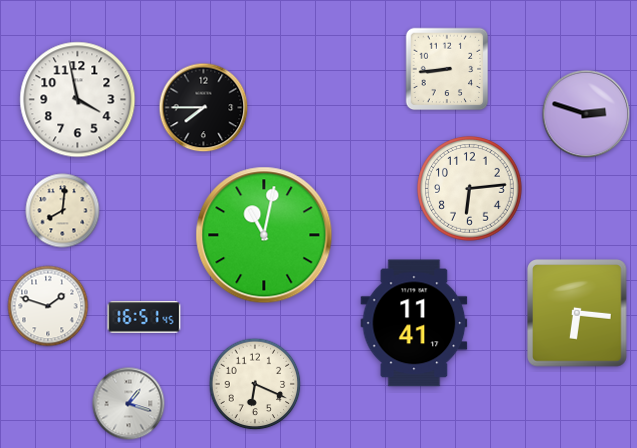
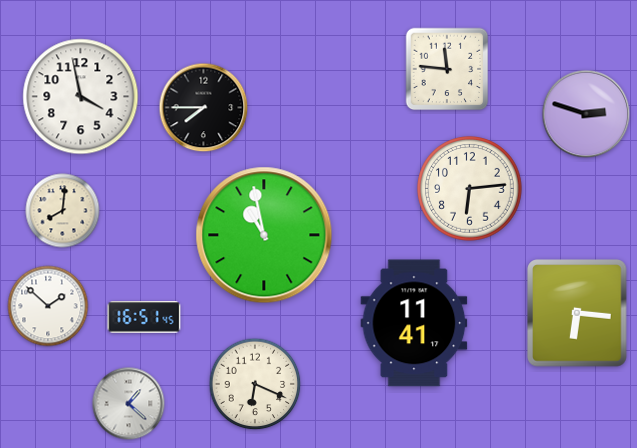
clock at (447, 69): 8:44 -> 11:46
clock at (78, 100) position: (78, 100) -> (81, 97)
clock at (264, 235): 11:02 -> 10:58
clock at (48, 306): 1:48 -> 1:52
clock at (129, 404): 1:18 -> 1:22
